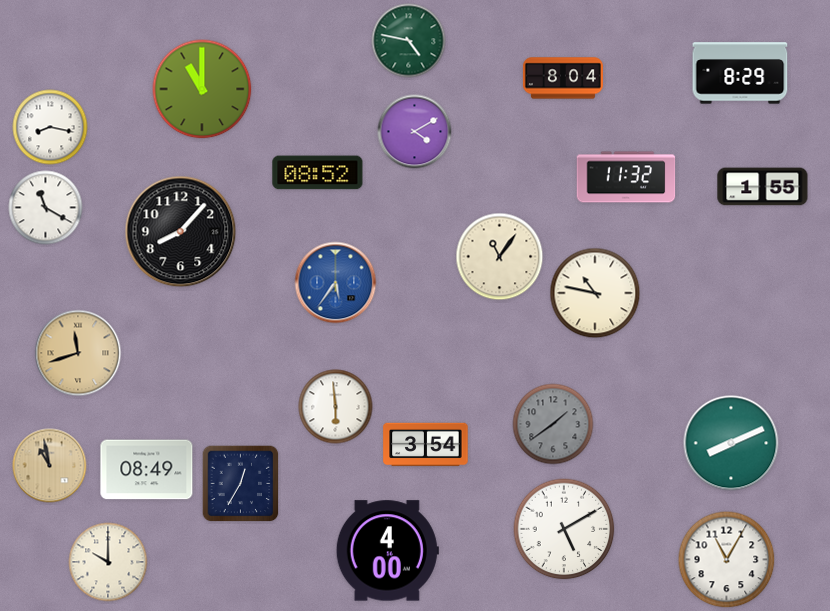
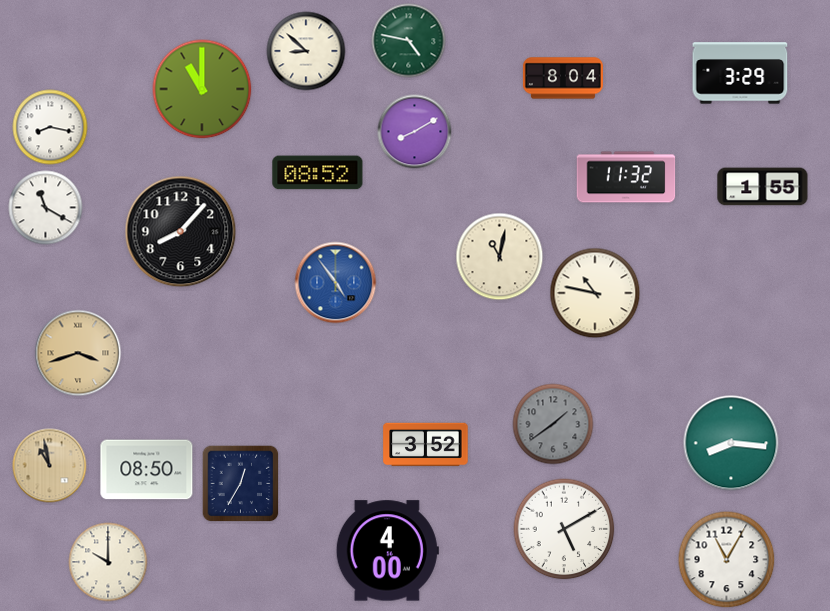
clock at (306, 51): none -> 8:52
clock at (740, 73): 8:29 -> 3:29
clock at (415, 132): 4:10 -> 8:10
clock at (500, 257): 11:06 -> 11:02
clock at (336, 283): 5:36 -> 4:54
clock at (78, 353): 11:42 -> 3:42
clock at (336, 407): 5:59 -> none
clock at (731, 443): 8:11 -> 8:16
clock at (426, 445): 3:54 -> 3:52
clock at (147, 470): 08:49 -> 08:50
